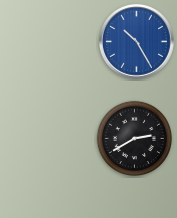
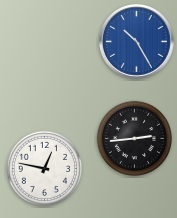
clock at (134, 138): 2:40 -> 2:44
clock at (44, 168): none -> 12:47
